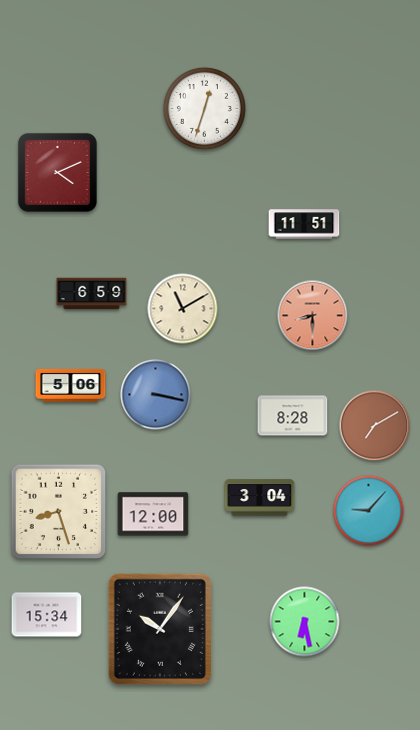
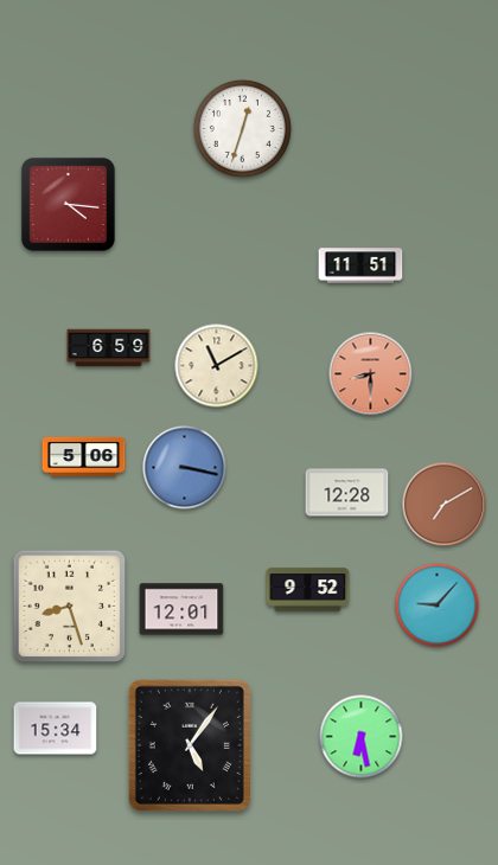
clock at (57, 172): 4:11 -> 4:16
clock at (293, 416): 8:28 -> 12:28
clock at (260, 498): 3:04 -> 9:52
clock at (153, 514): 12:00 -> 12:01
clock at (160, 629): 10:06 -> 5:06
